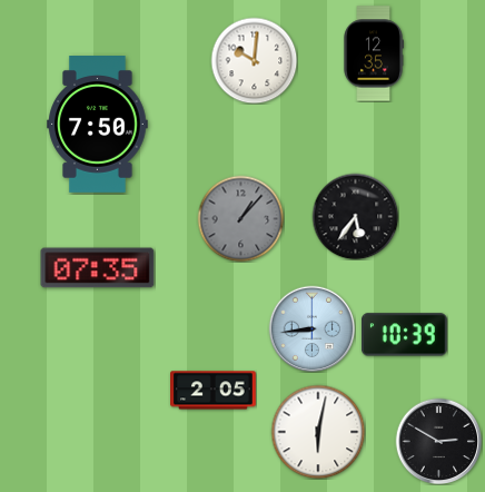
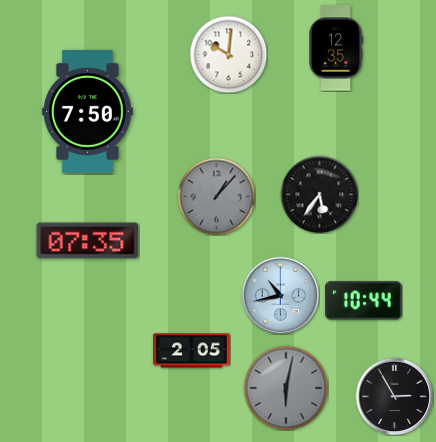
clock at (311, 328): 8:44 -> 10:43
clock at (405, 335): 10:39 -> 10:44
clock at (318, 432) dial: white -> grey
clock at (438, 441): 2:50 -> 2:55
